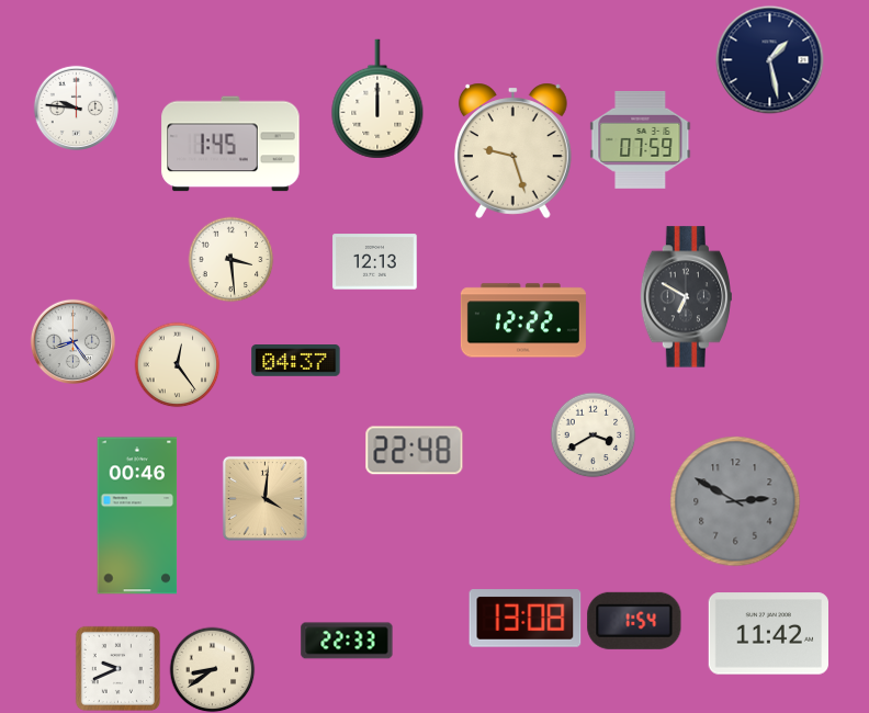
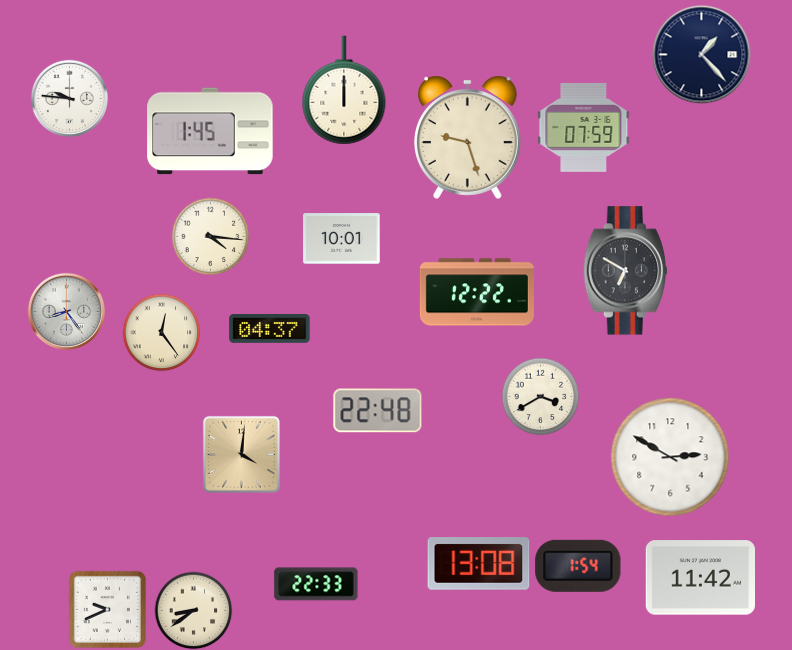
clock at (770, 60): 1:28 -> 1:23
clock at (230, 259): 3:29 -> 4:16
clock at (375, 262): 12:13 -> 10:01
clock at (735, 501) dial: grey -> white
clock at (137, 516): 00:46 -> none
